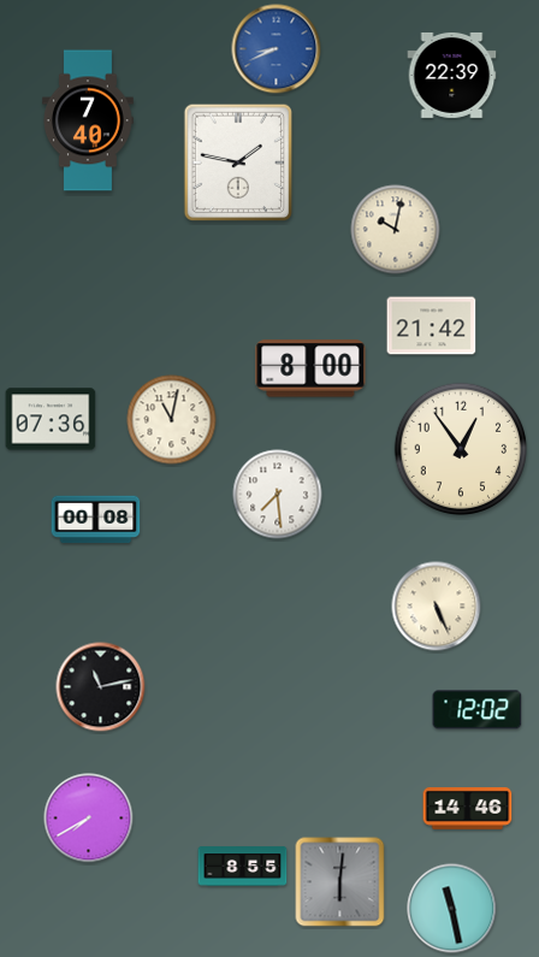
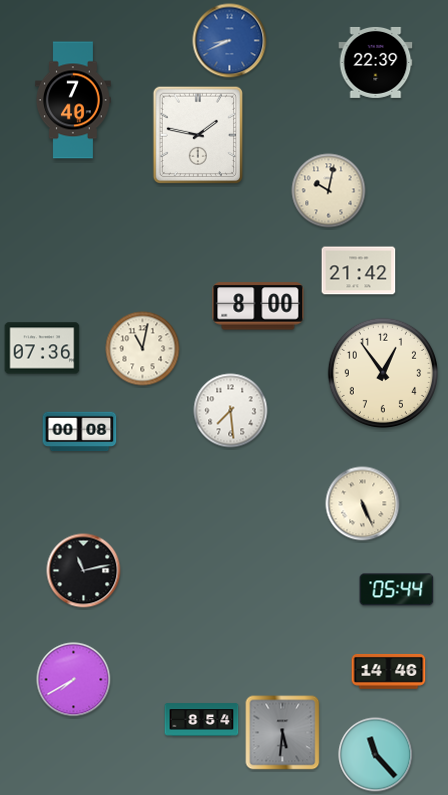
clock at (478, 710): 12:02 -> 05:44
clock at (243, 867): 8:55 -> 8:54
clock at (340, 882): 6:01 -> 5:31
clock at (452, 909): 11:28 -> 11:23
